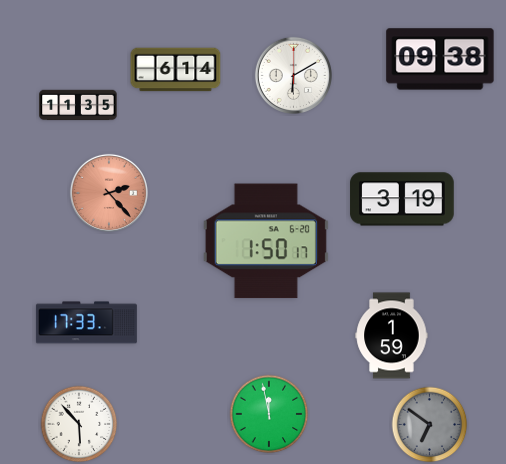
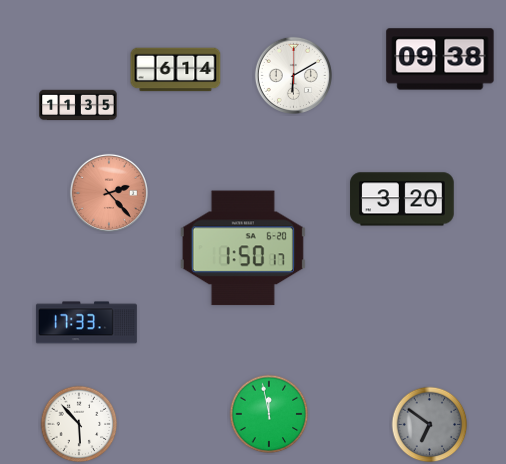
clock at (402, 199): 3:19 -> 3:20
clock at (266, 241) position: (266, 241) -> (243, 248)
clock at (392, 336): 1:59 -> none
